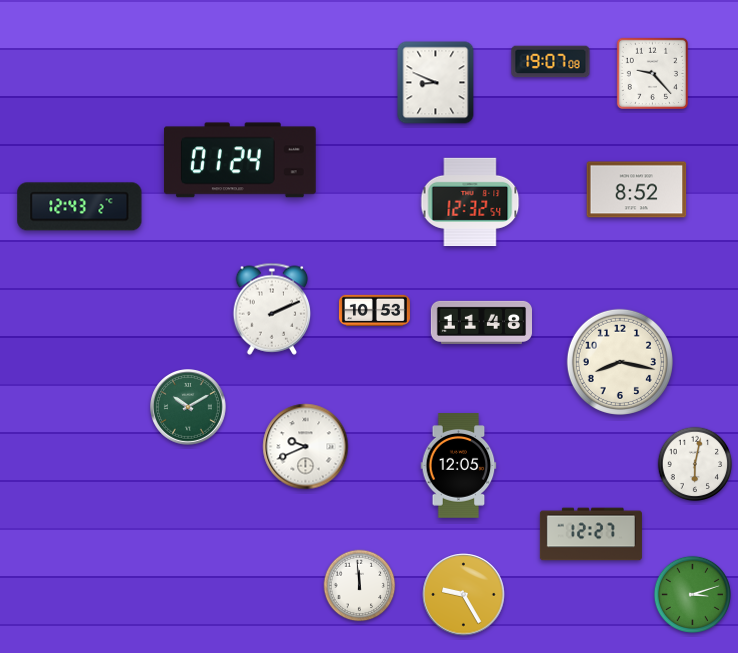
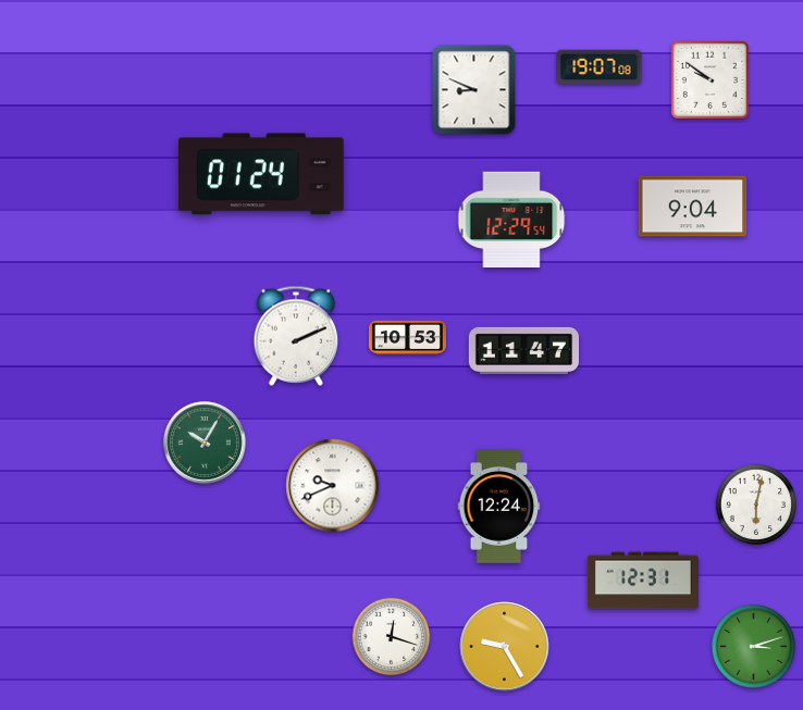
clock at (652, 73): 9:23 -> 9:51
clock at (637, 190): 8:52 -> 9:04
clock at (470, 201): 12:32 -> 12:29
clock at (80, 207): 12:43 -> none
clock at (481, 322): 11:48 -> 11:47
clock at (620, 362): 8:17 -> none
clock at (189, 408): 10:10 -> 10:05
clock at (459, 466): 12:05 -> 12:24
clock at (591, 534): 12:27 -> 12:31
clock at (360, 586): 11:59 -> 12:18
